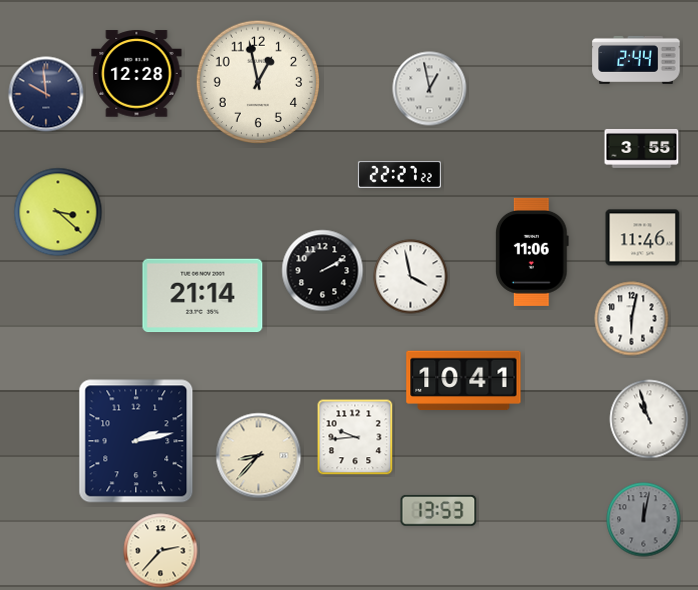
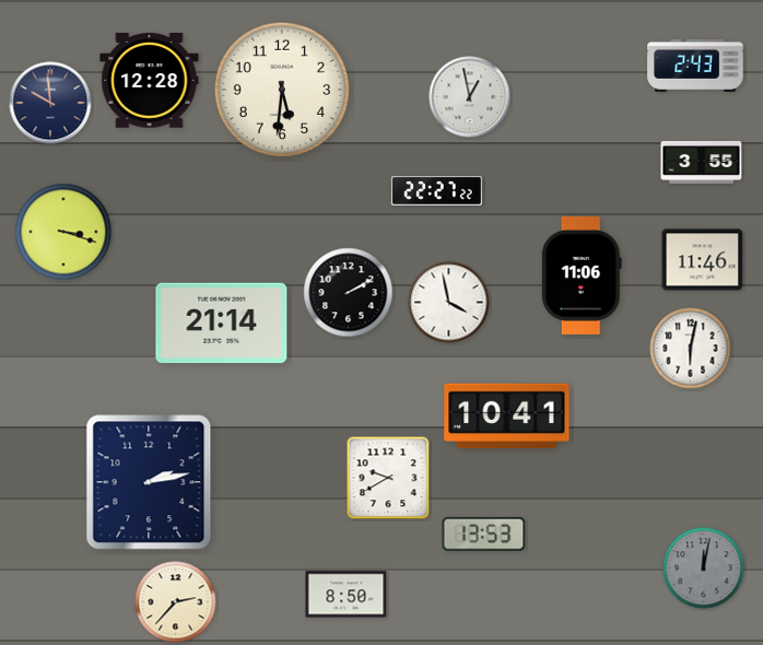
clock at (636, 60): 2:44 -> 2:43
clock at (257, 81): 12:58 -> 5:31
clock at (58, 212): 3:22 -> 3:18
clock at (323, 271) position: (323, 271) -> (349, 293)
clock at (649, 419): 10:57 -> none
clock at (355, 437): 9:44 -> 9:40
clock at (259, 456): 8:37 -> none
clock at (439, 511) position: (439, 511) -> (484, 535)
clock at (347, 595): none -> 8:50
